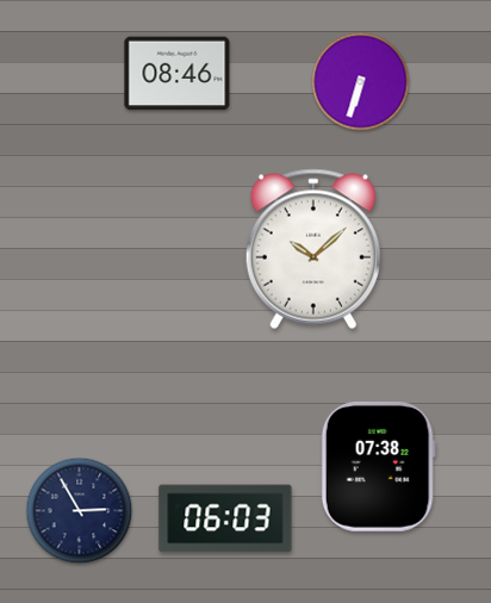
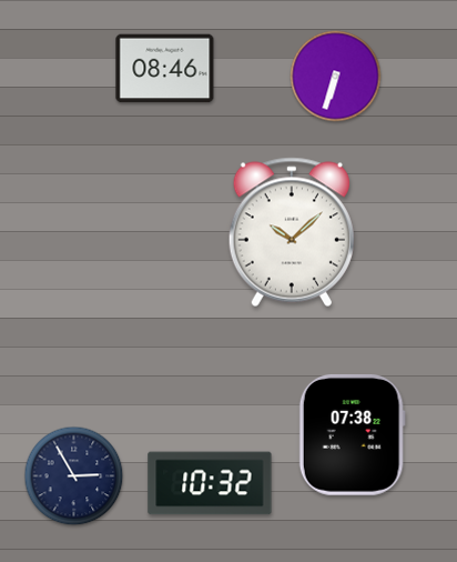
clock at (225, 518): 06:03 -> 10:32
